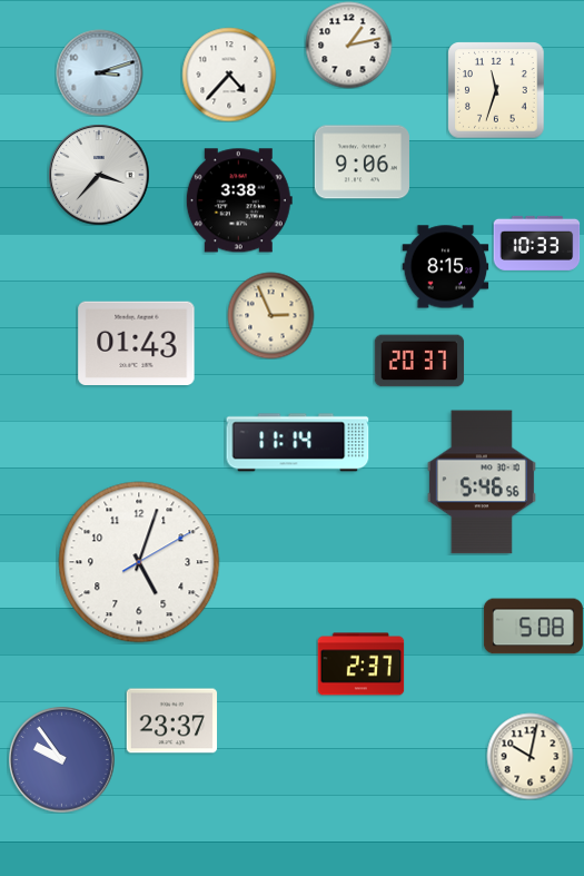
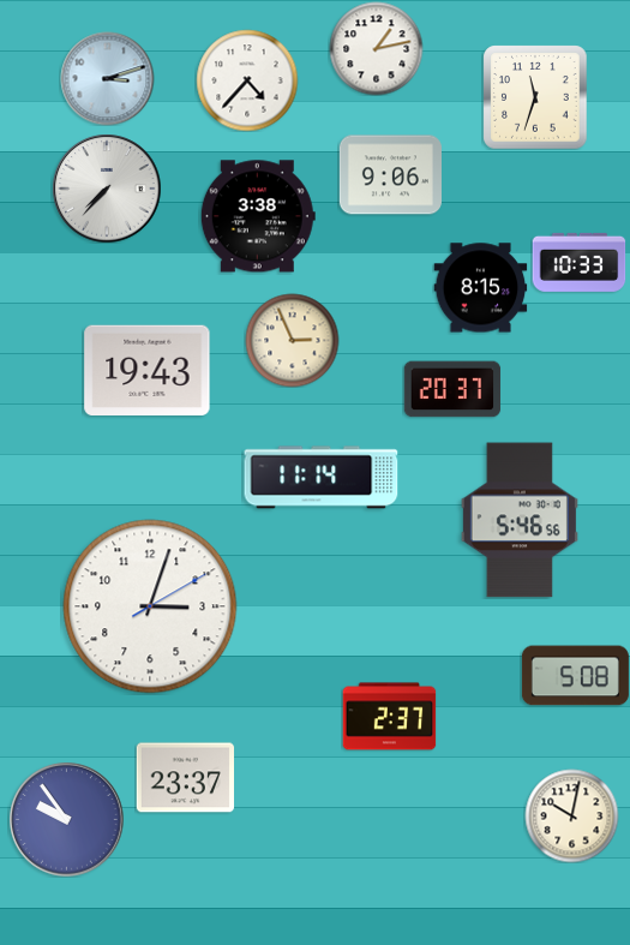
clock at (99, 175): 3:37 -> 7:37
clock at (137, 344): 01:43 -> 19:43
clock at (139, 562): 5:03 -> 3:03
